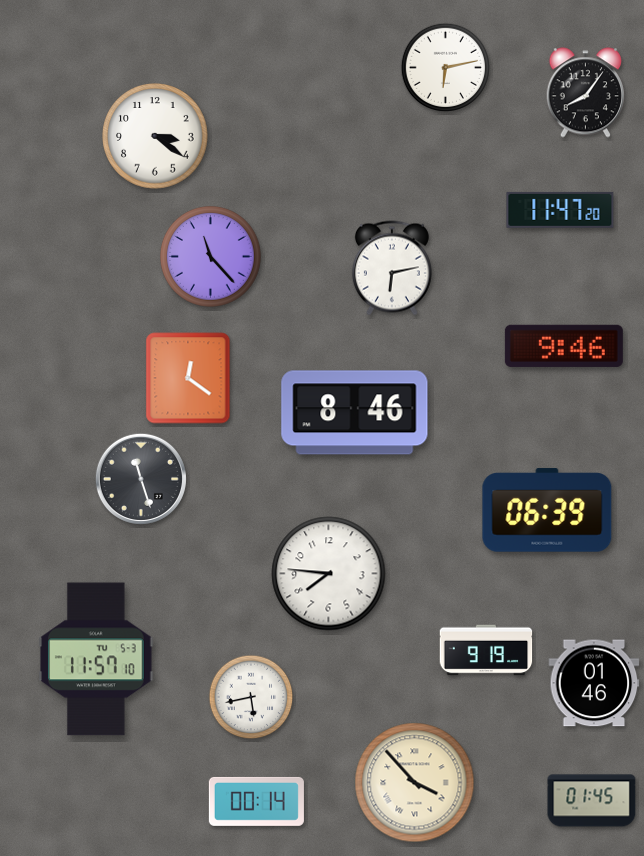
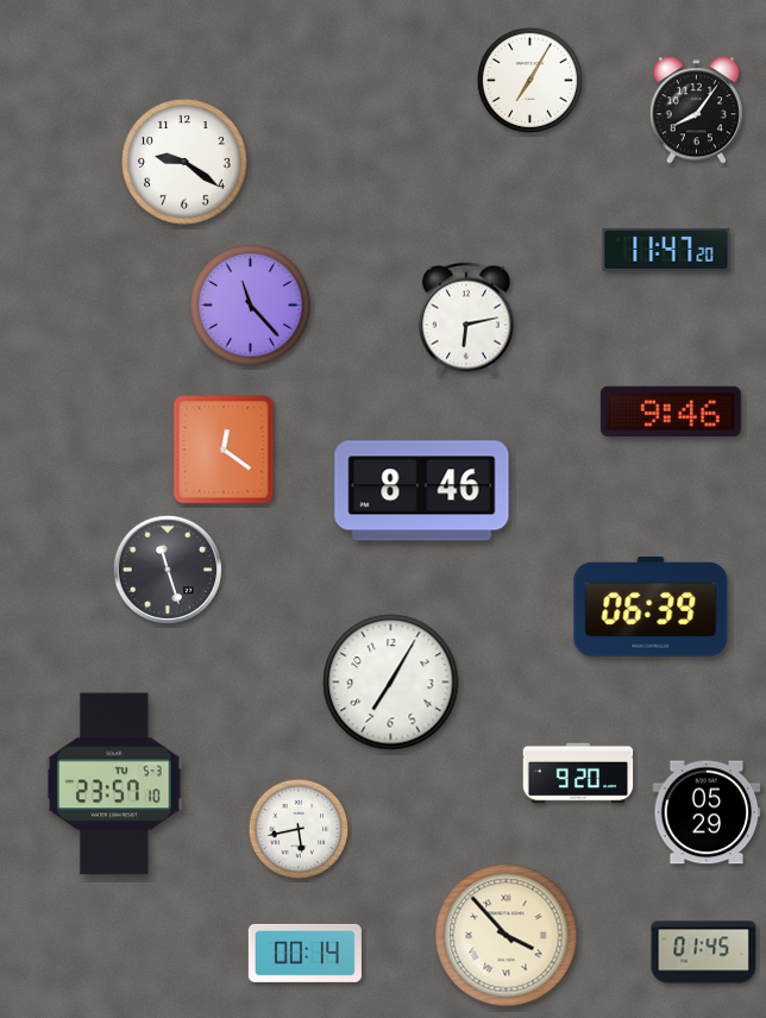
clock at (445, 67): 6:13 -> 7:05
clock at (155, 136): 3:21 -> 9:21
clock at (329, 574): 7:46 -> 7:05
clock at (486, 650): 9:19 -> 9:20
clock at (96, 659): 11:57 -> 23:57
clock at (594, 683): 01:46 -> 05:29
clock at (415, 783) position: (415, 783) -> (507, 936)
